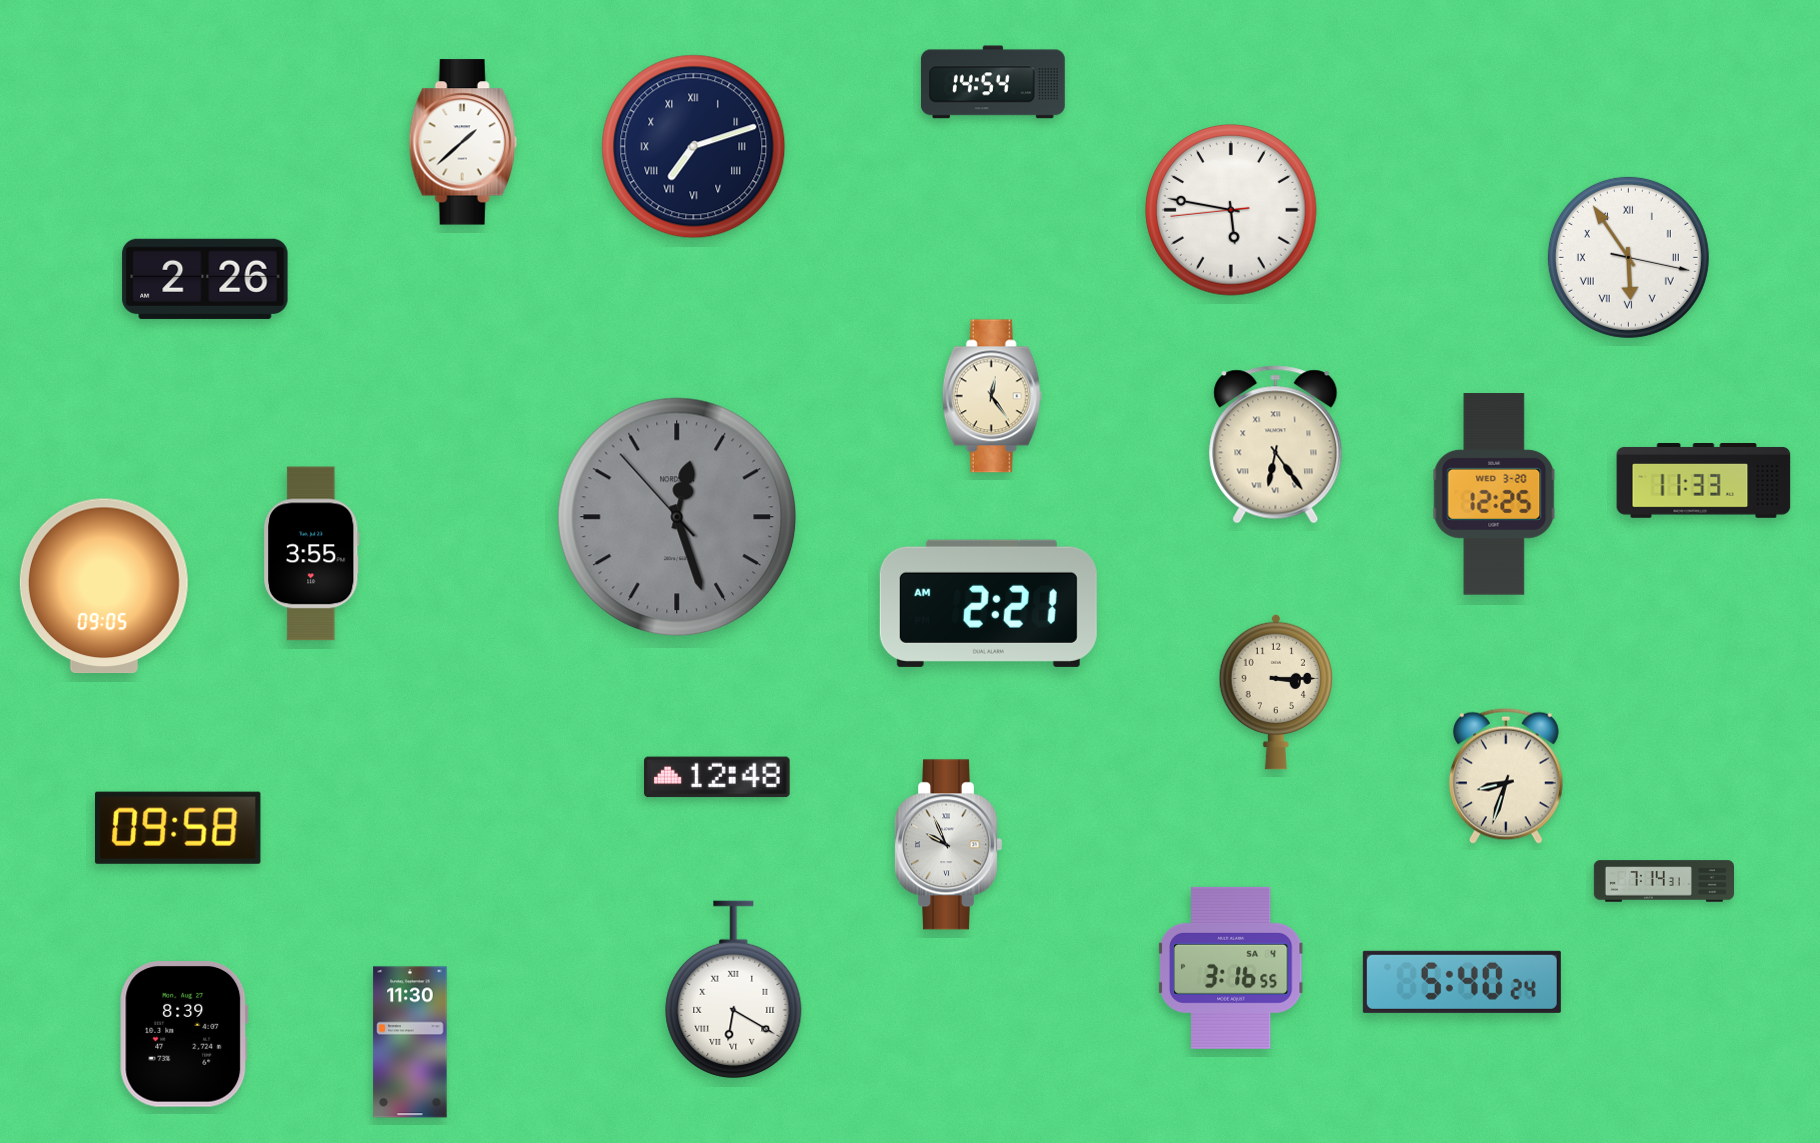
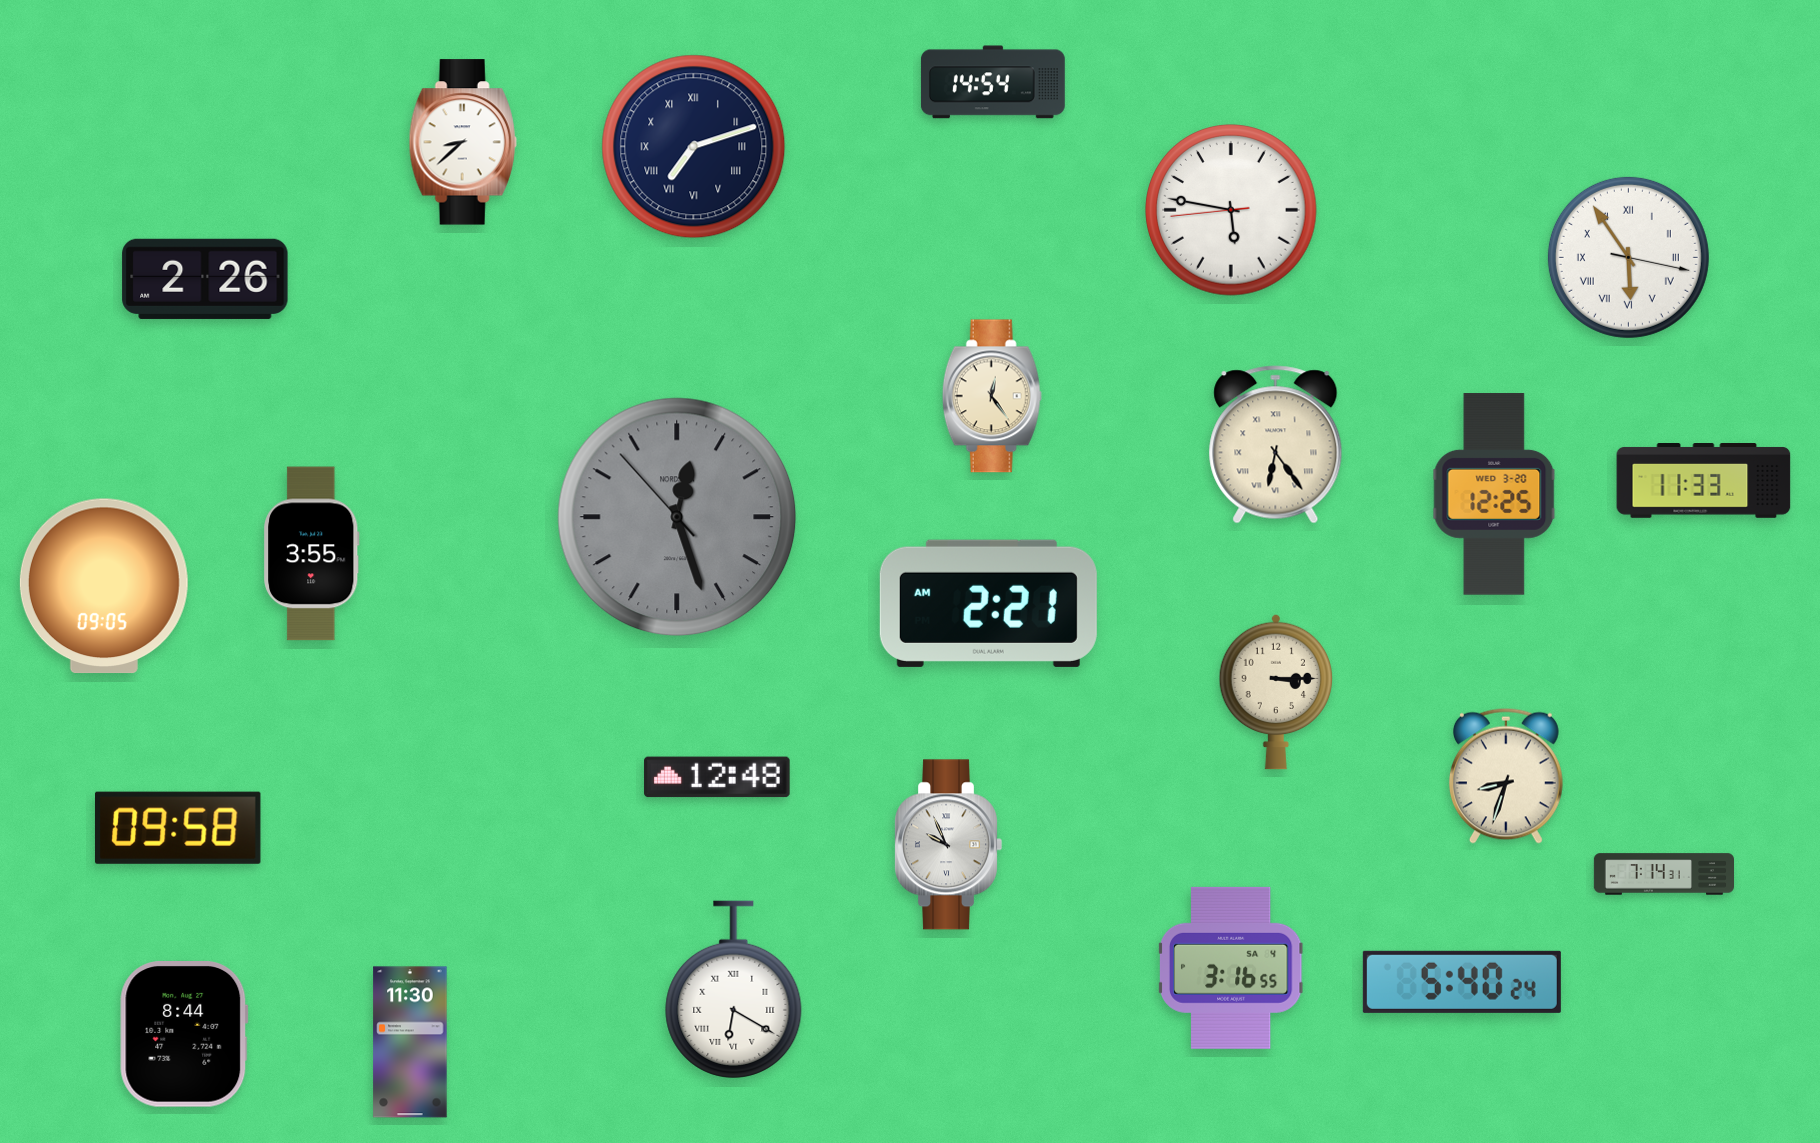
clock at (463, 142): 1:38 -> 8:38
clock at (1663, 881) position: (1663, 881) -> (1663, 874)
clock at (184, 1035): 8:39 -> 8:44
